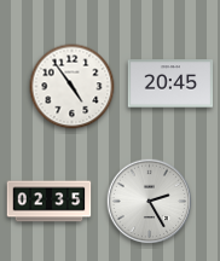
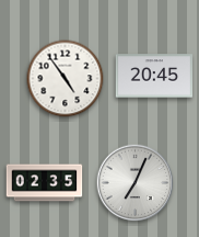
clock at (150, 202): 2:25 -> 7:04
